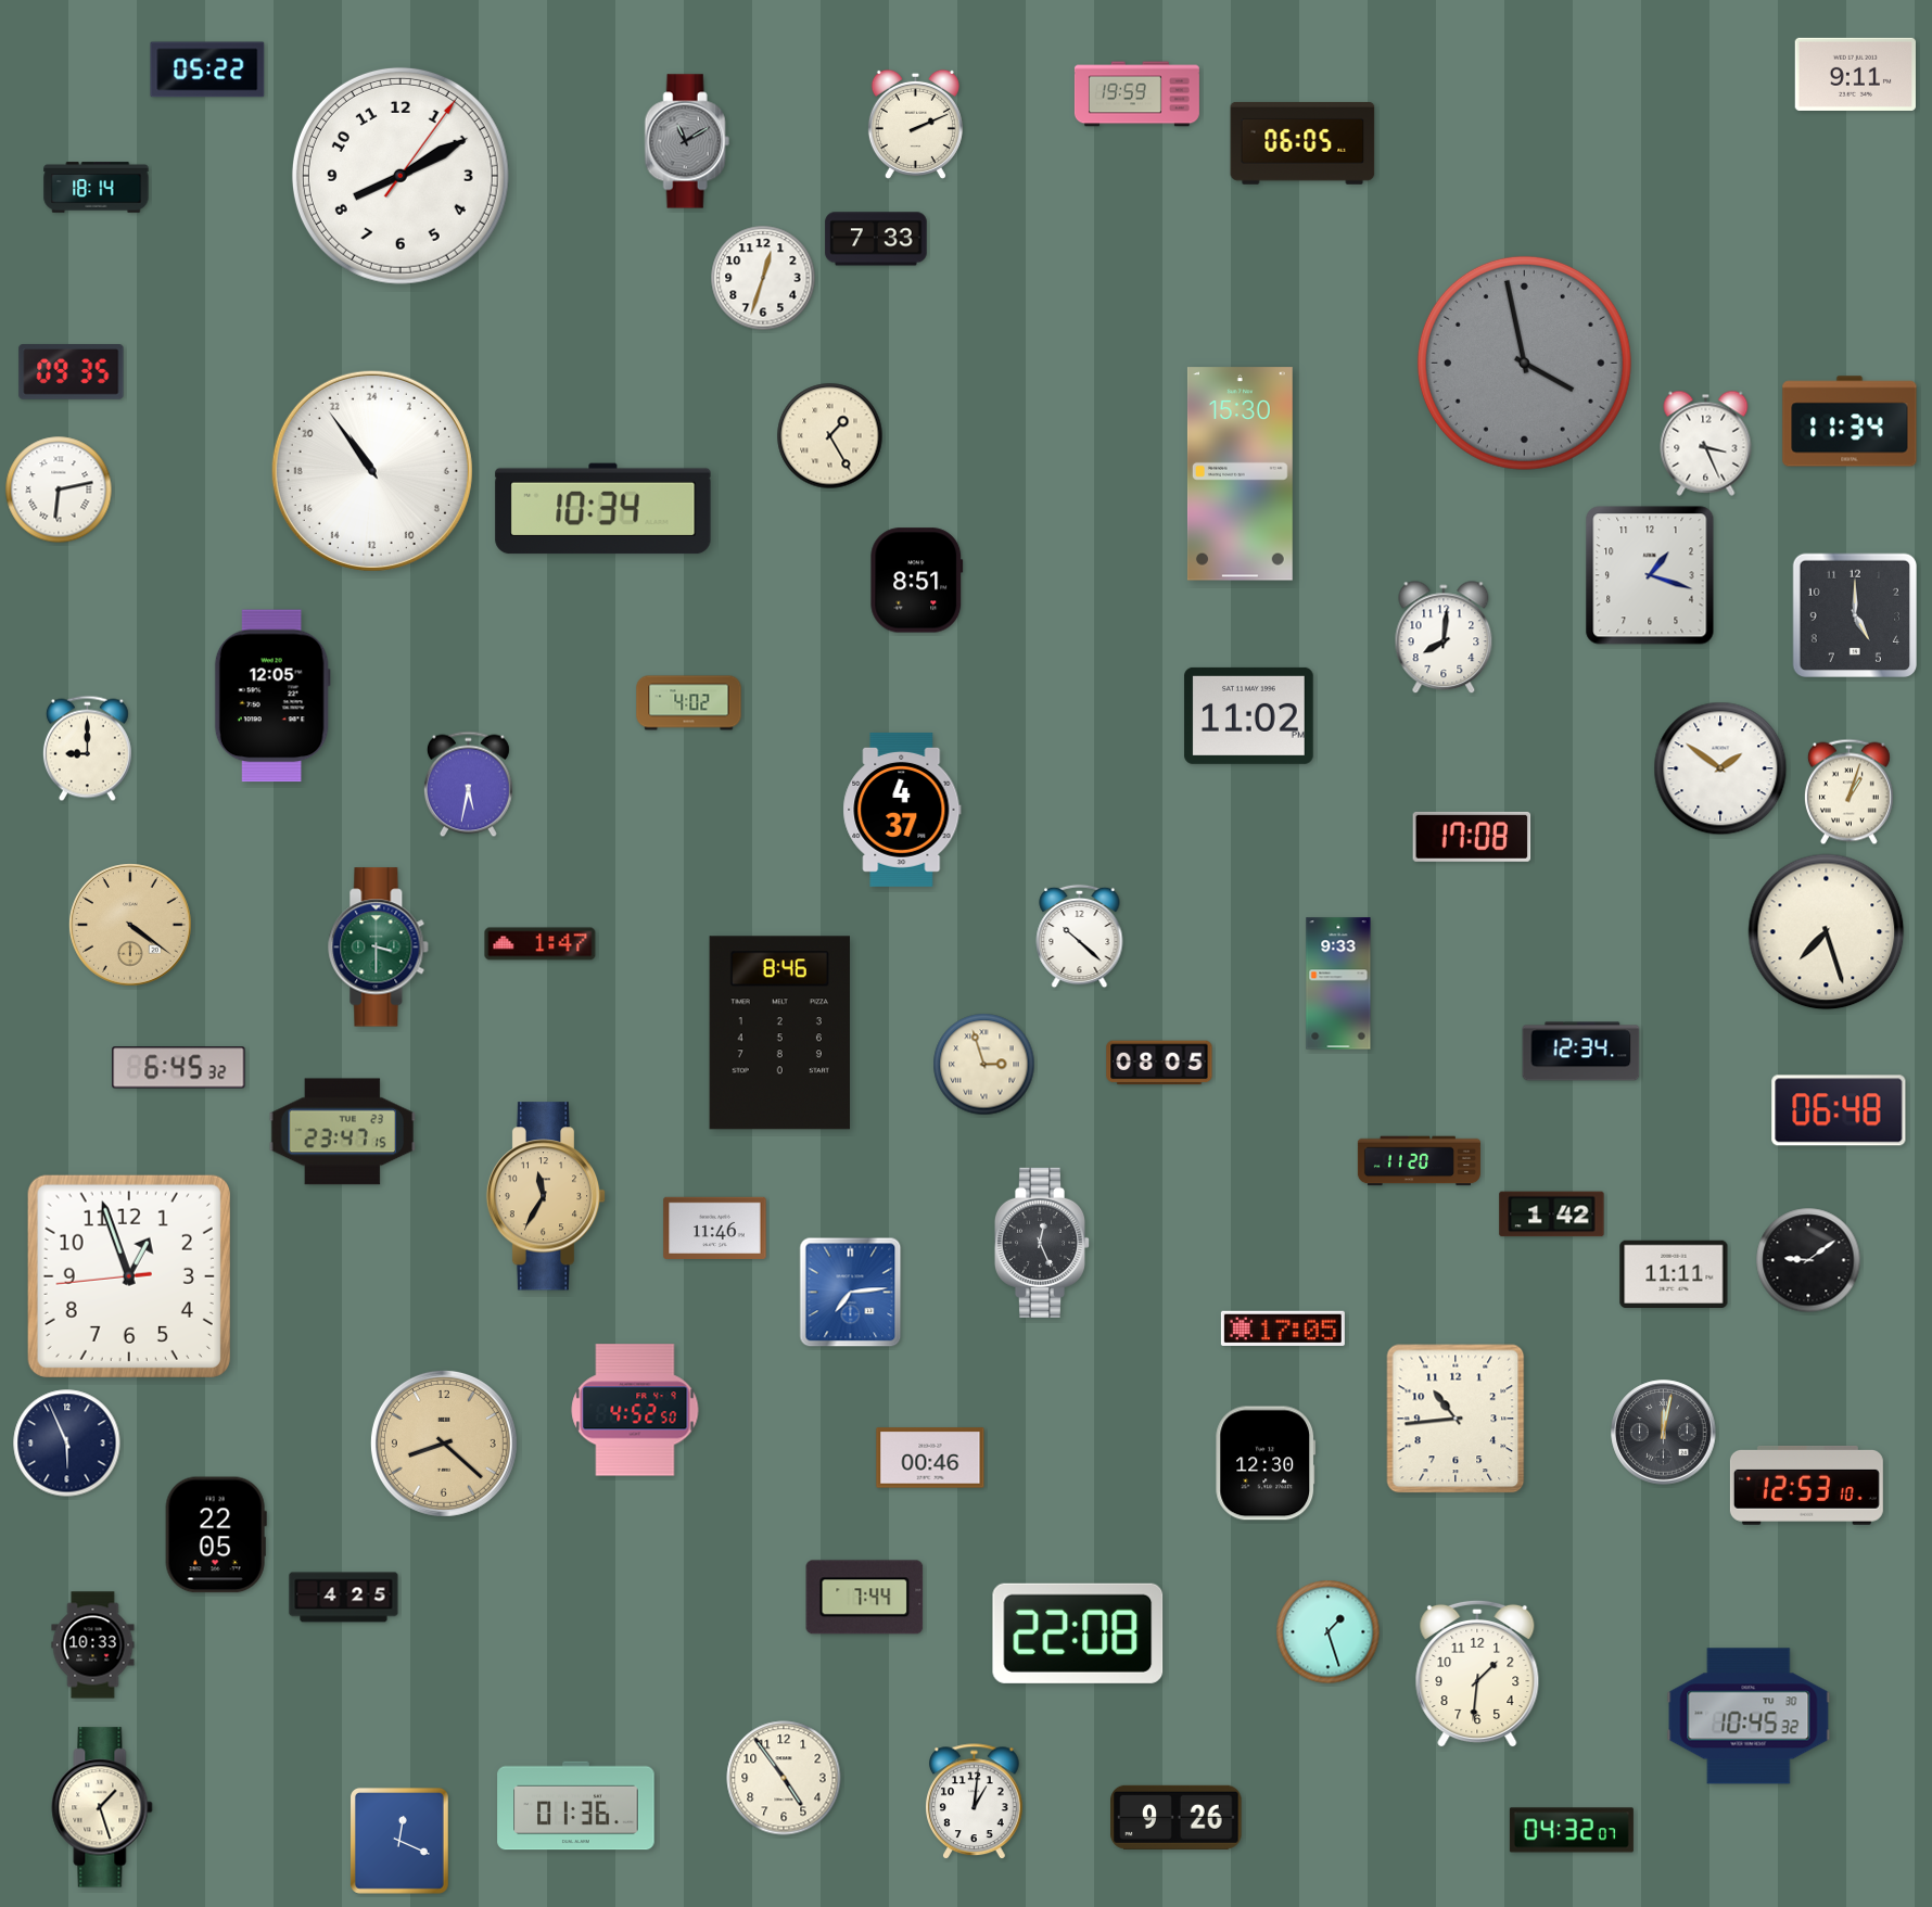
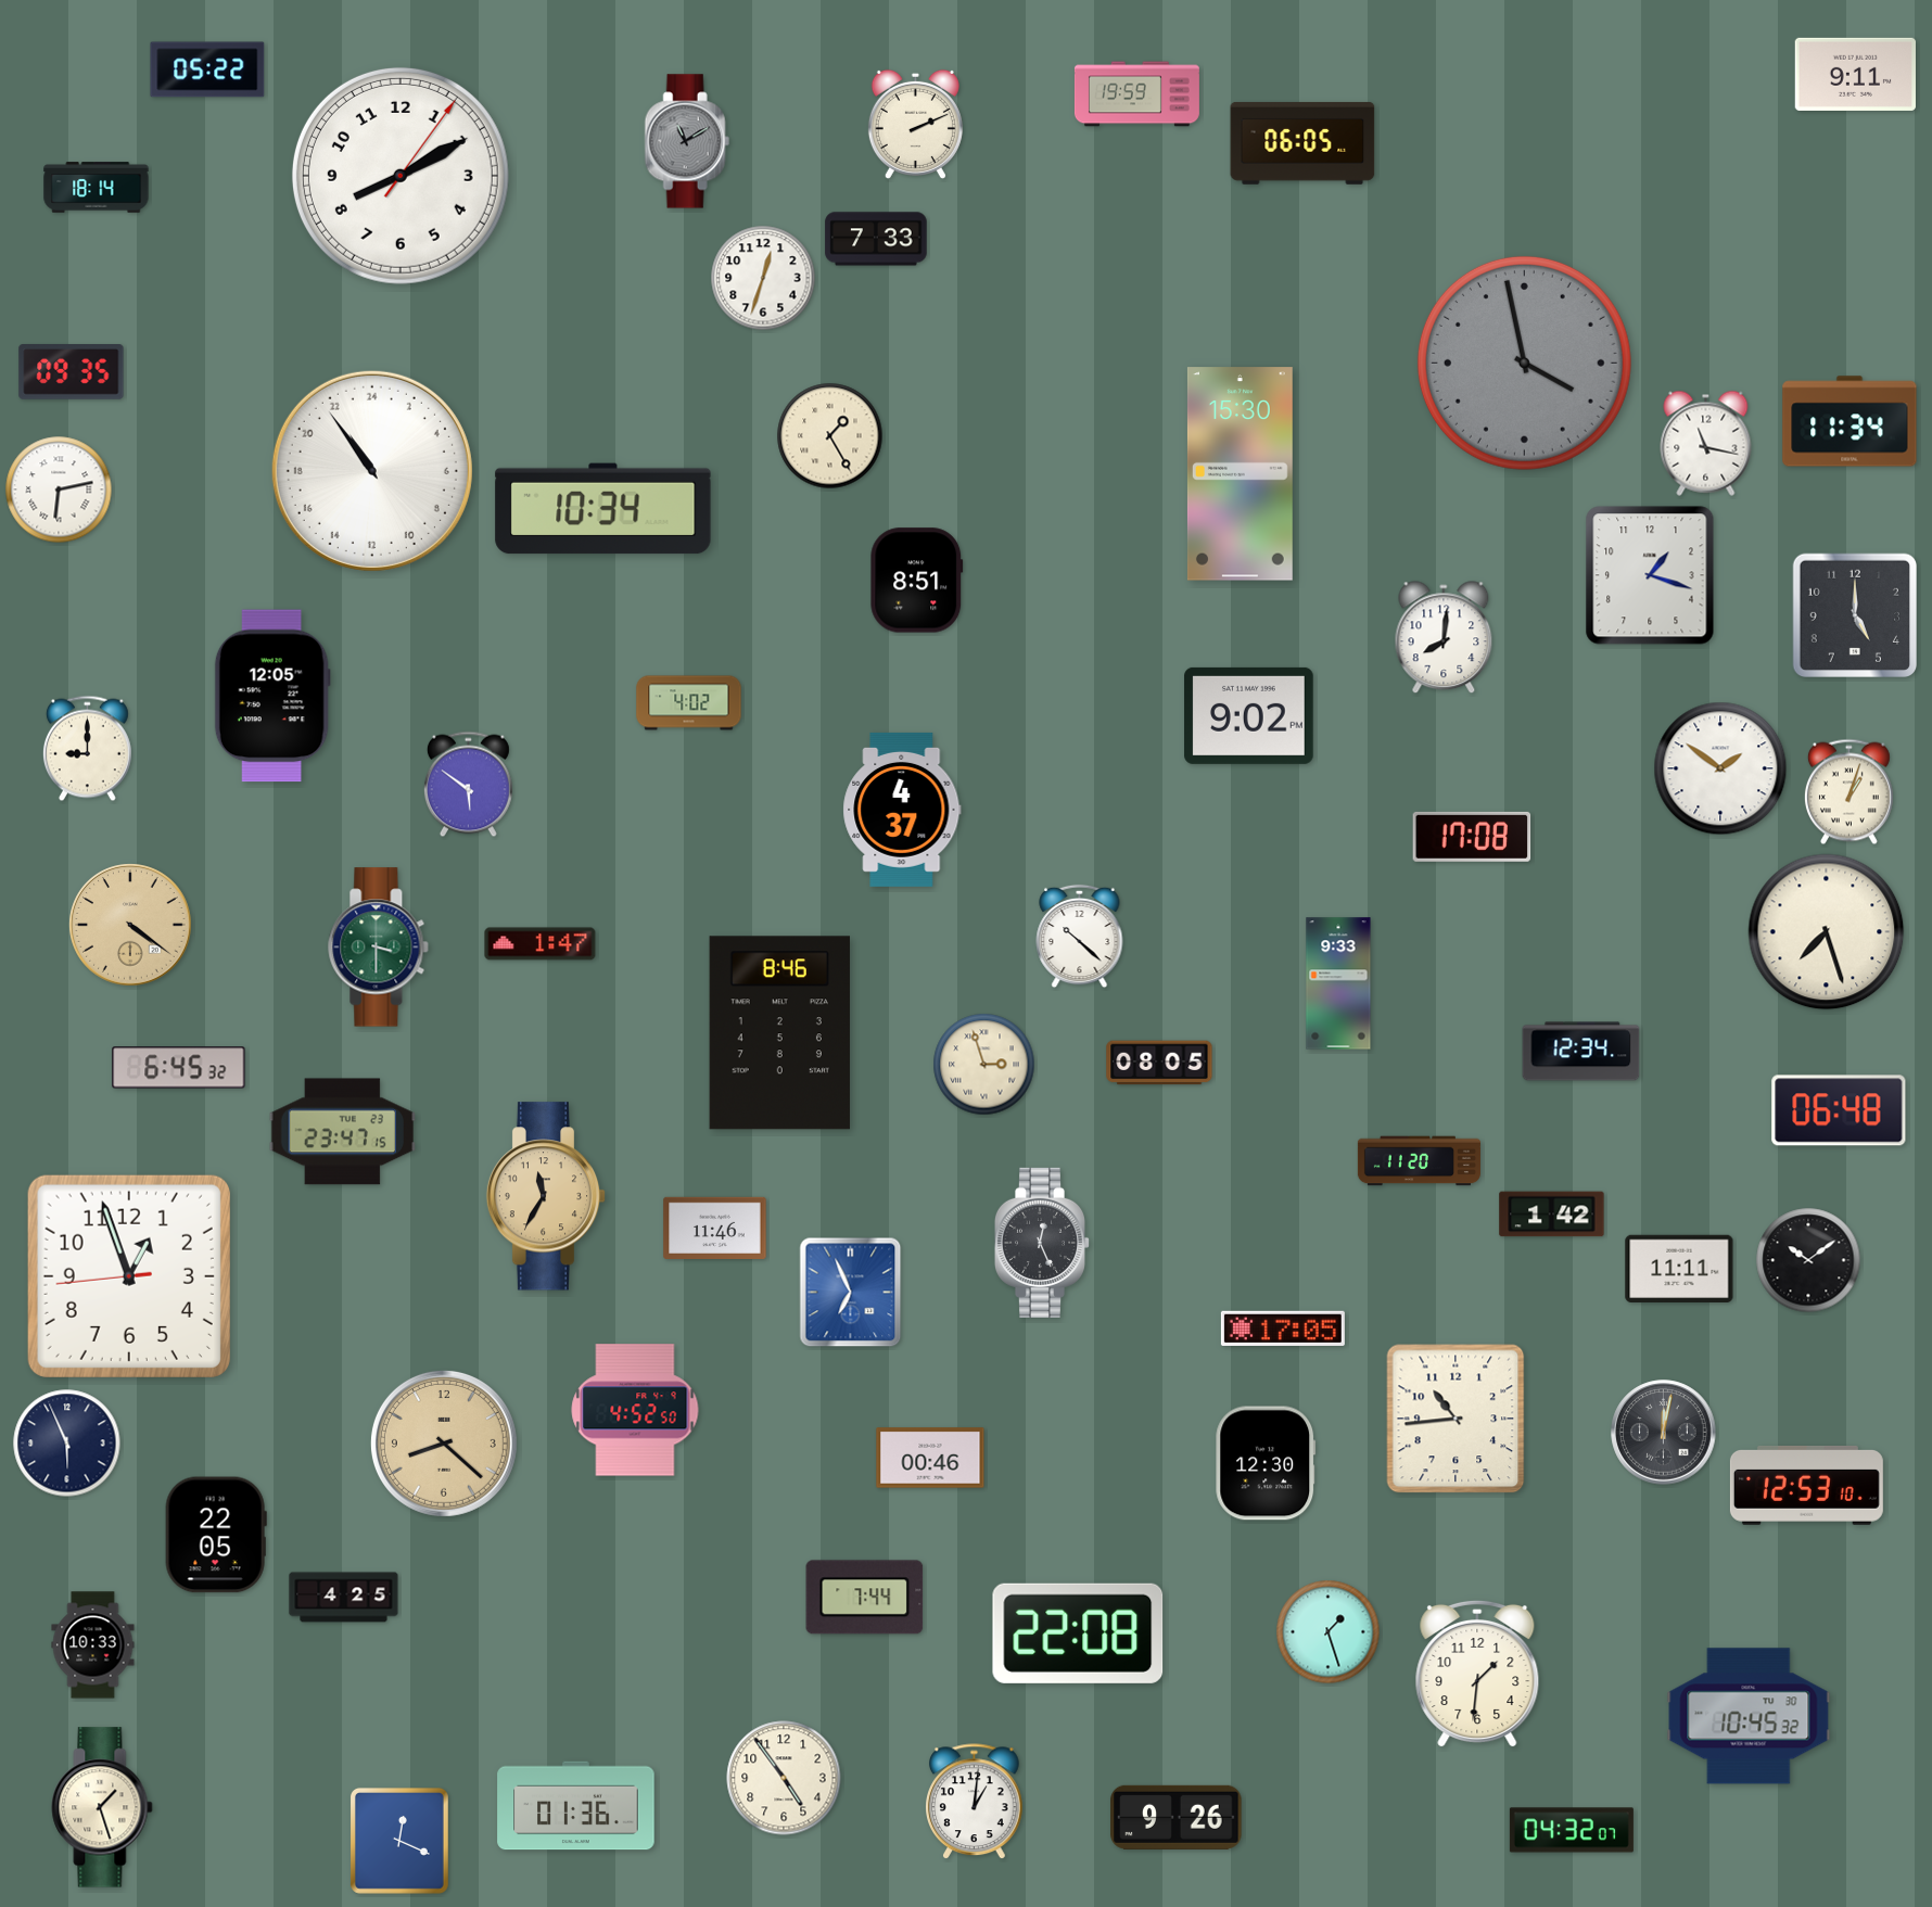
clock at (1706, 443): 3:26 -> 11:17
clock at (1249, 715): 11:02 -> 9:02
clock at (468, 785): 5:32 -> 5:51
clock at (1808, 1260): 9:09 -> 10:09
clock at (1674, 1273) position: (1674, 1273) -> (1679, 1268)
clock at (851, 1293): 7:14 -> 6:56
